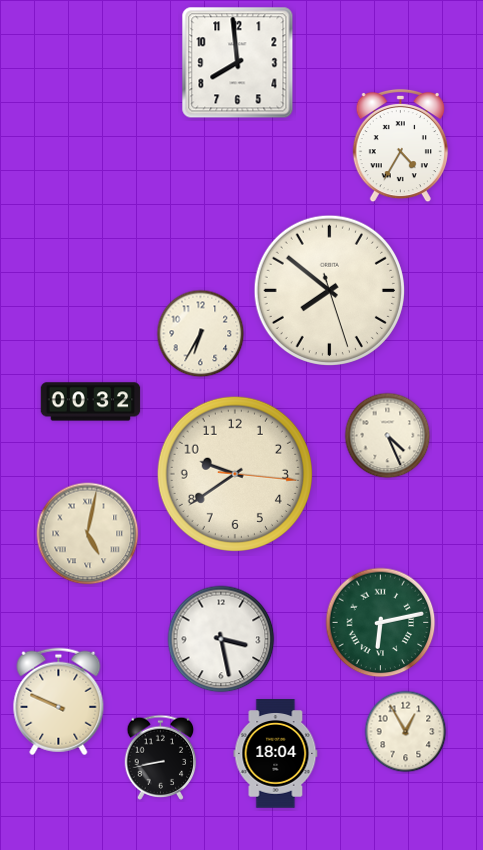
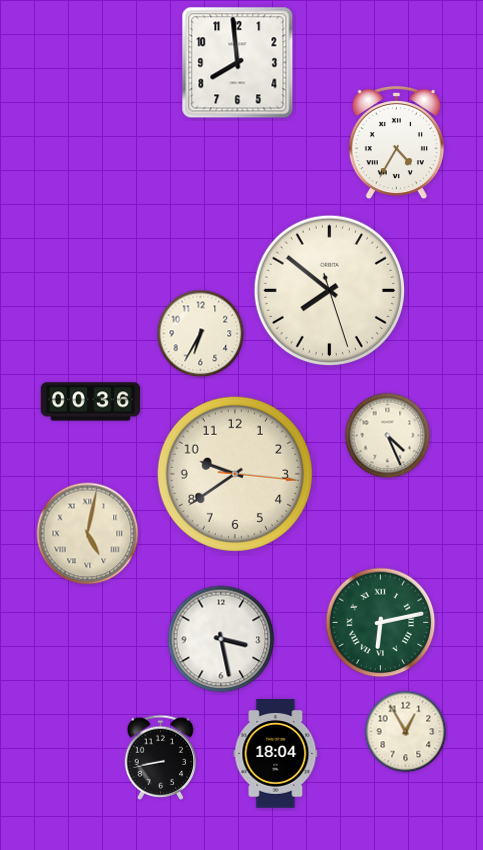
clock at (400, 146) position: (400, 146) -> (396, 143)
clock at (91, 402): 00:32 -> 00:36
clock at (59, 702): 9:49 -> none
